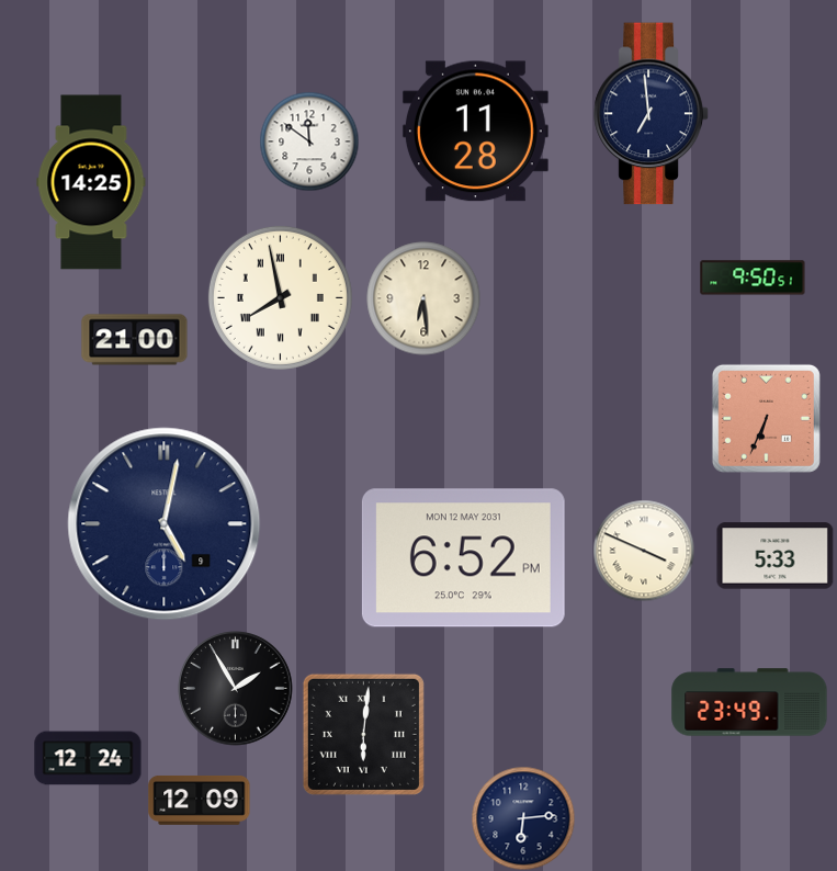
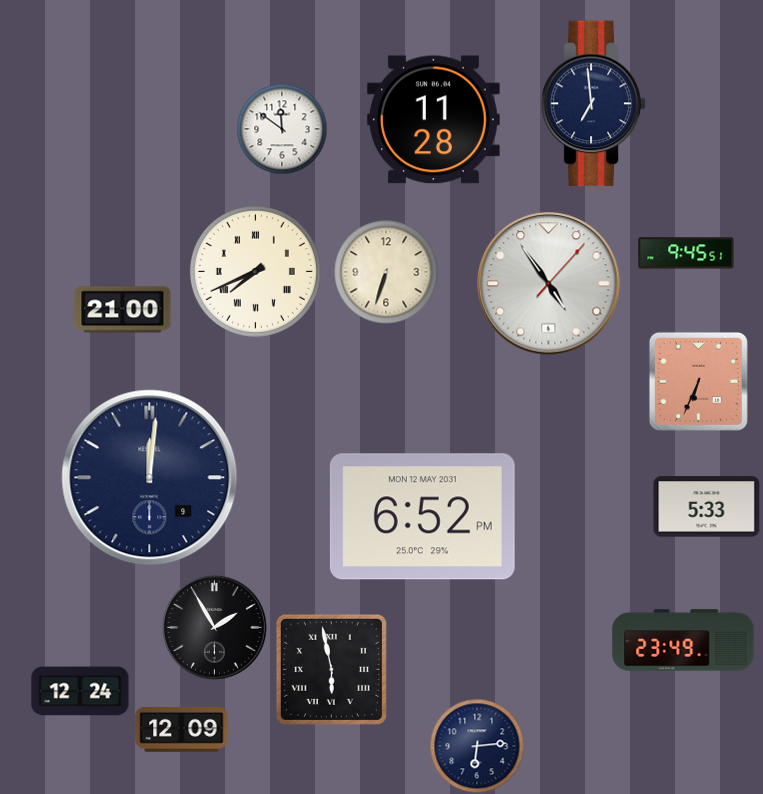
clock at (91, 182): 14:25 -> none
clock at (753, 278): 9:50 -> 9:45
clock at (280, 297): 7:58 -> 7:41
clock at (423, 298): 6:29 -> 6:33
clock at (549, 284): none -> 4:54
clock at (165, 524): 5:02 -> 12:01
clock at (644, 551): 3:49 -> none
clock at (463, 558) position: (463, 558) -> (422, 517)
clock at (363, 734): 6:01 -> 5:58
